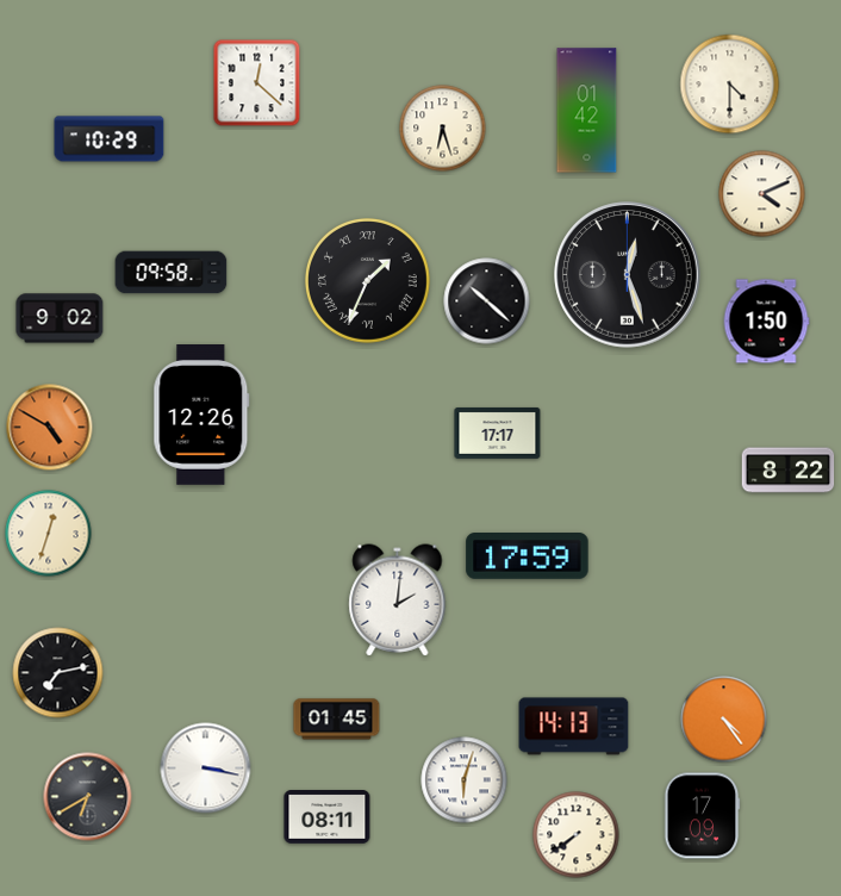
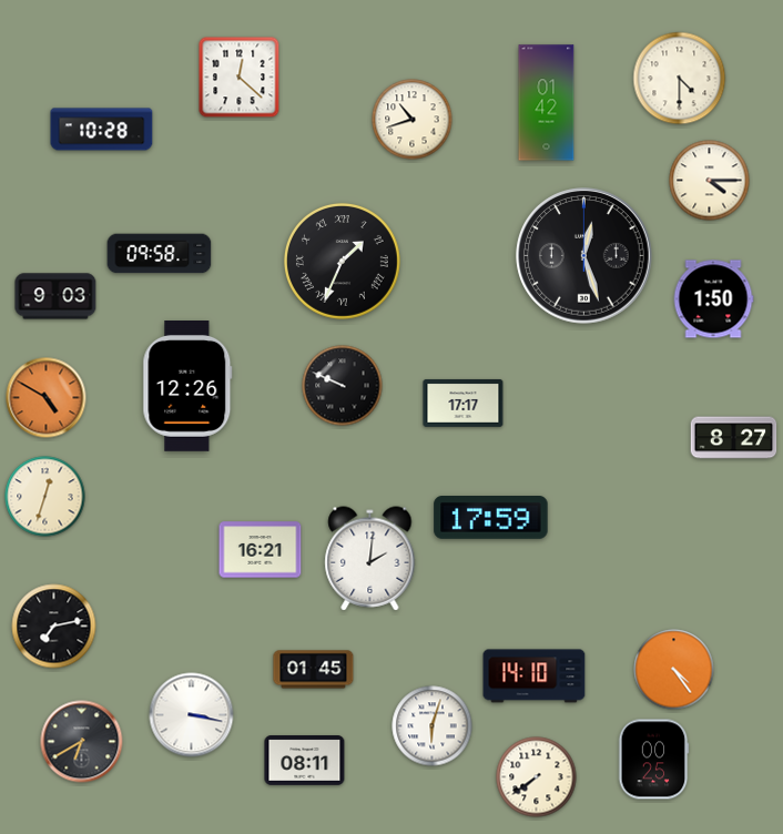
clock at (443, 129): 6:27 -> 10:42
clock at (110, 139): 10:29 -> 10:28
clock at (762, 194): 4:11 -> 4:15
clock at (487, 301): 10:22 -> none
clock at (60, 318): 9:02 -> 9:03
clock at (343, 386): none -> 9:49
clock at (789, 471): 8:22 -> 8:27
clock at (261, 550): none -> 16:21
clock at (574, 727): 14:13 -> 14:10
clock at (702, 816): 17:09 -> 00:25
